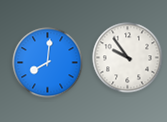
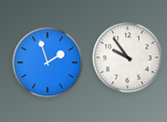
clock at (48, 63): 8:01 -> 1:57
